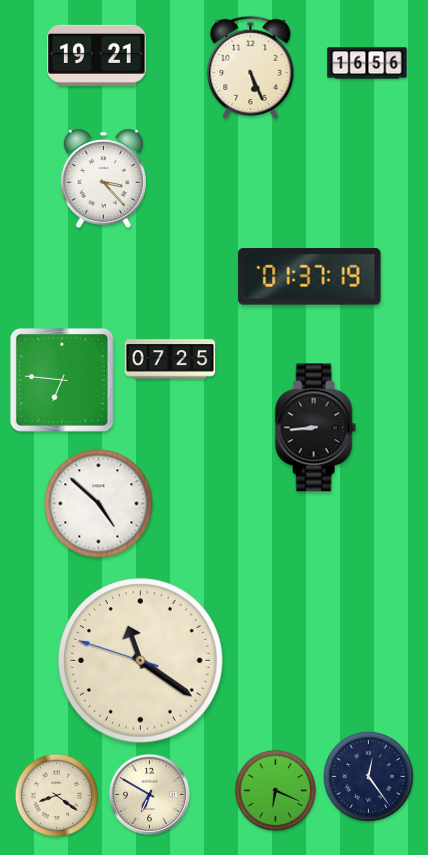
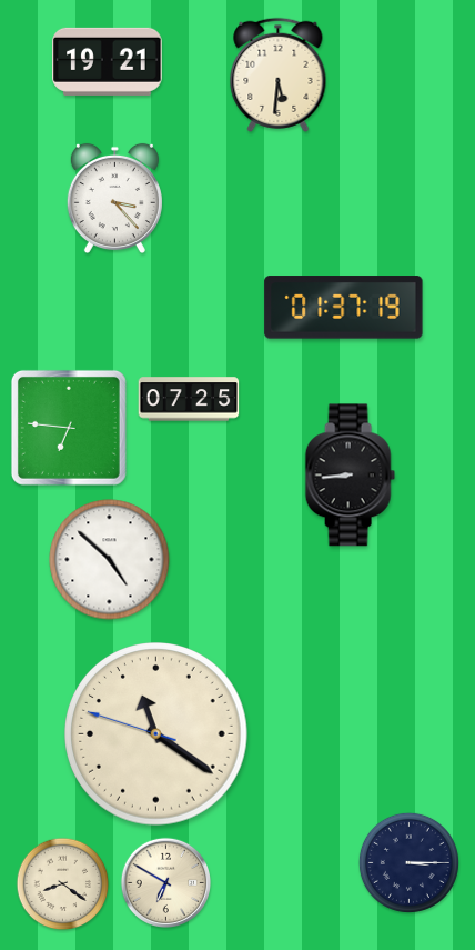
clock at (367, 63): 16:56 -> none
clock at (251, 67): 5:26 -> 5:31
clock at (62, 380) position: (62, 380) -> (69, 428)
clock at (368, 776): 12:24 -> 3:15
clock at (276, 791): 6:19 -> none
